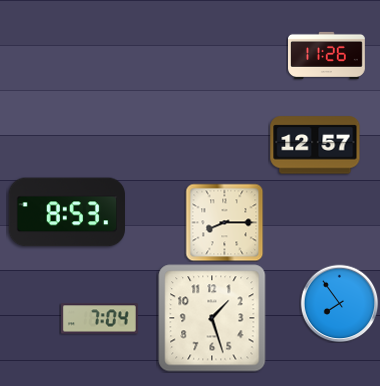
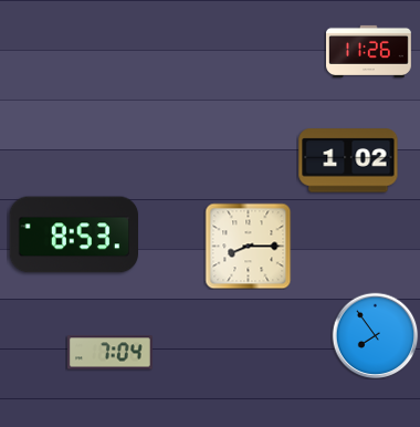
clock at (327, 55) position: (327, 55) -> (369, 51)
clock at (315, 145): 12:57 -> 1:02
clock at (212, 318): 1:27 -> none
